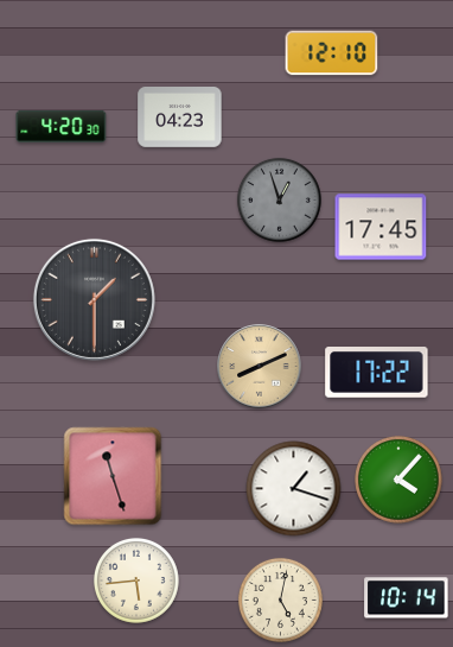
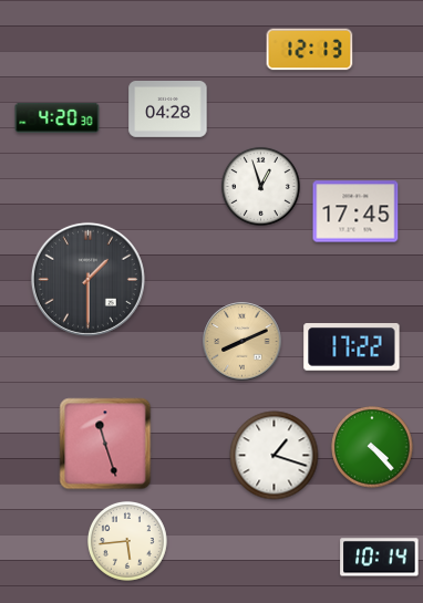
clock at (332, 53): 12:10 -> 12:13
clock at (180, 118): 04:23 -> 04:28
clock at (279, 199) dial: grey -> white
clock at (398, 480): 4:07 -> 4:23
clock at (280, 600): 5:02 -> none
